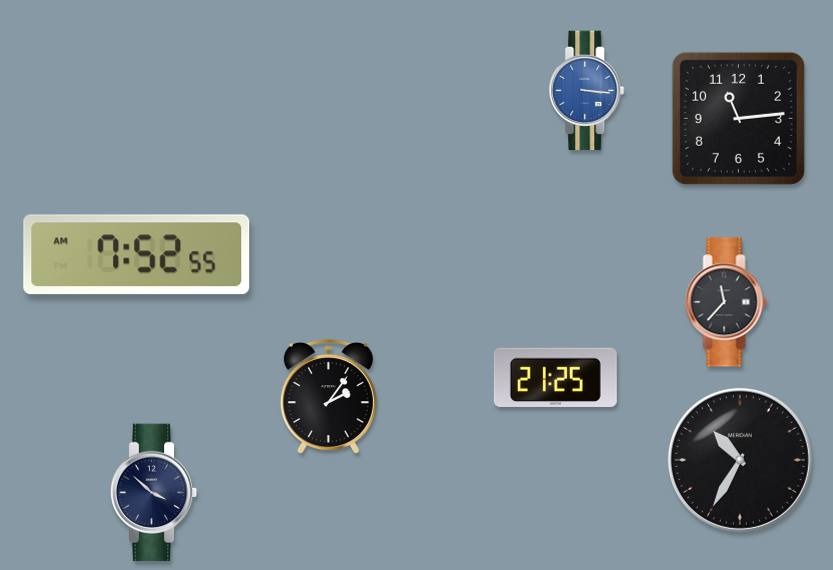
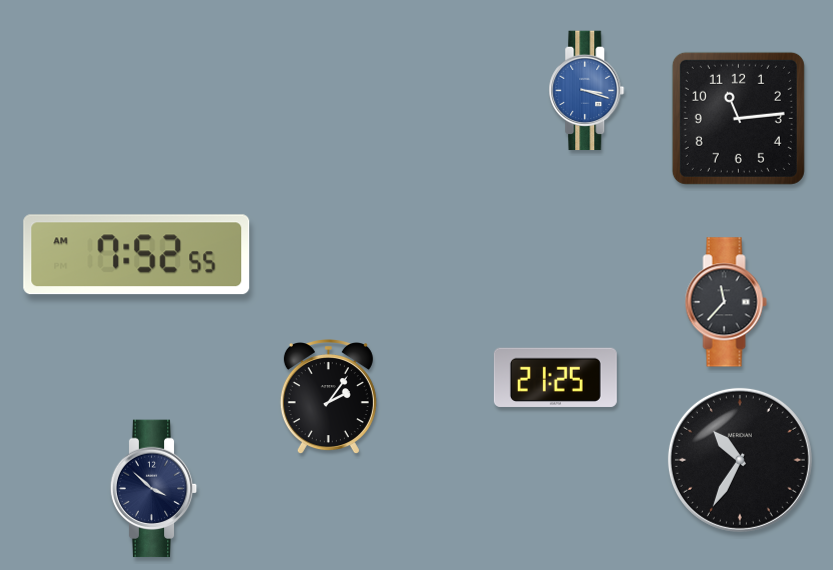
clock at (587, 91): 3:16 -> 3:18
clock at (154, 493) position: (154, 493) -> (154, 489)
